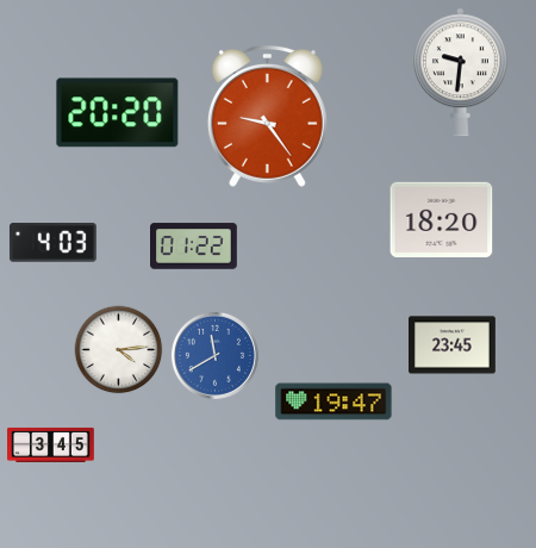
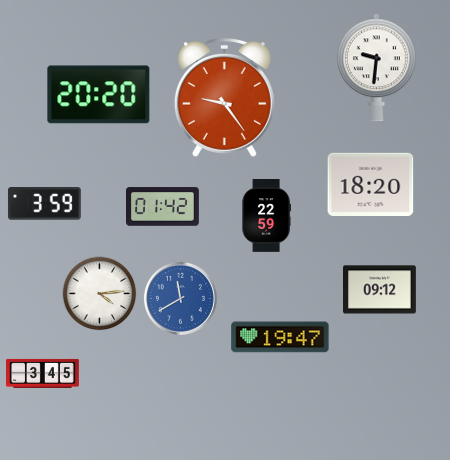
clock at (461, 73) position: (461, 73) -> (377, 68)
clock at (52, 243): 4:03 -> 3:59
clock at (194, 247): 01:22 -> 01:42
clock at (266, 216): none -> 22:59
clock at (453, 345): 23:45 -> 09:12
